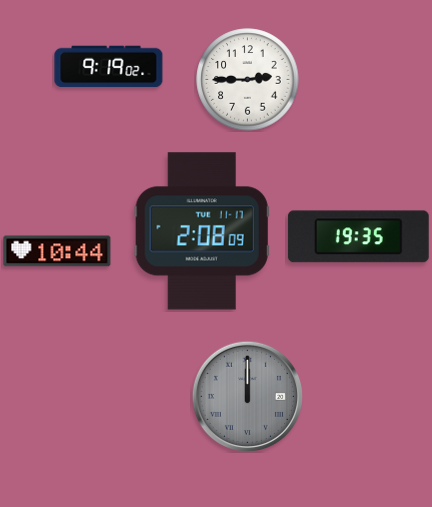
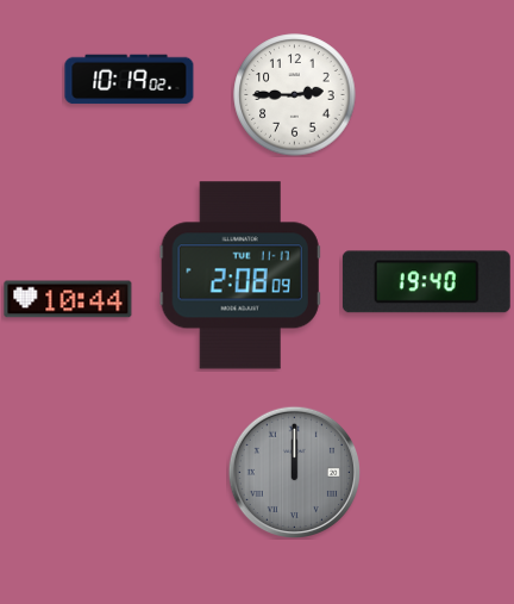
clock at (109, 67): 9:19 -> 10:19
clock at (358, 237): 19:35 -> 19:40
